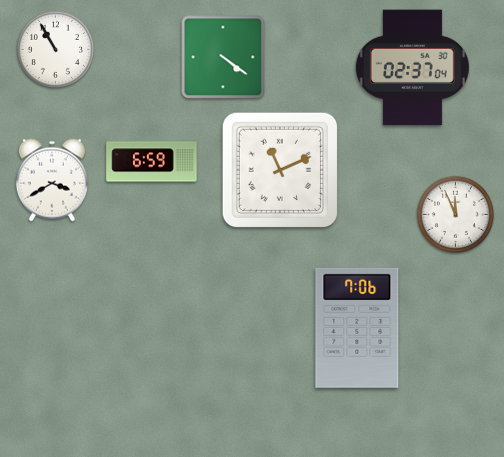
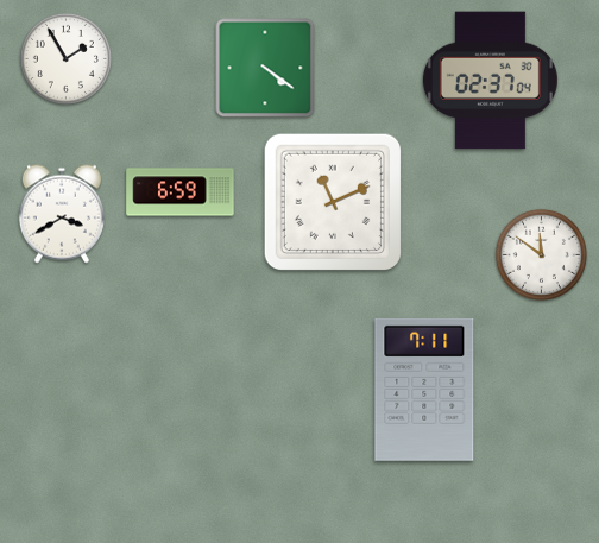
clock at (55, 49): 10:55 -> 1:55
clock at (455, 214): 11:56 -> 11:51
clock at (357, 328): 7:06 -> 7:11
